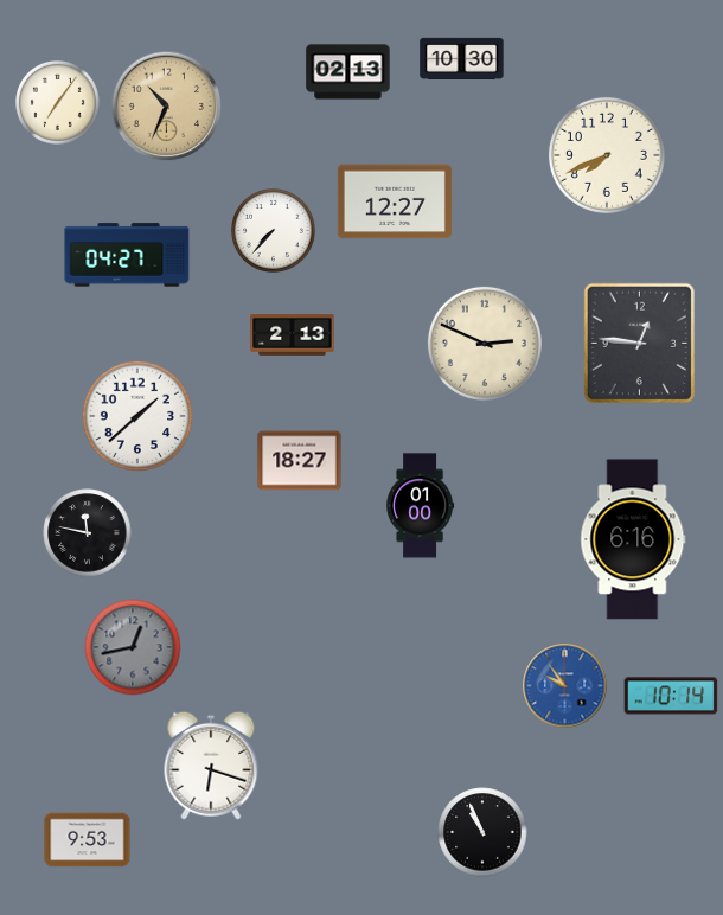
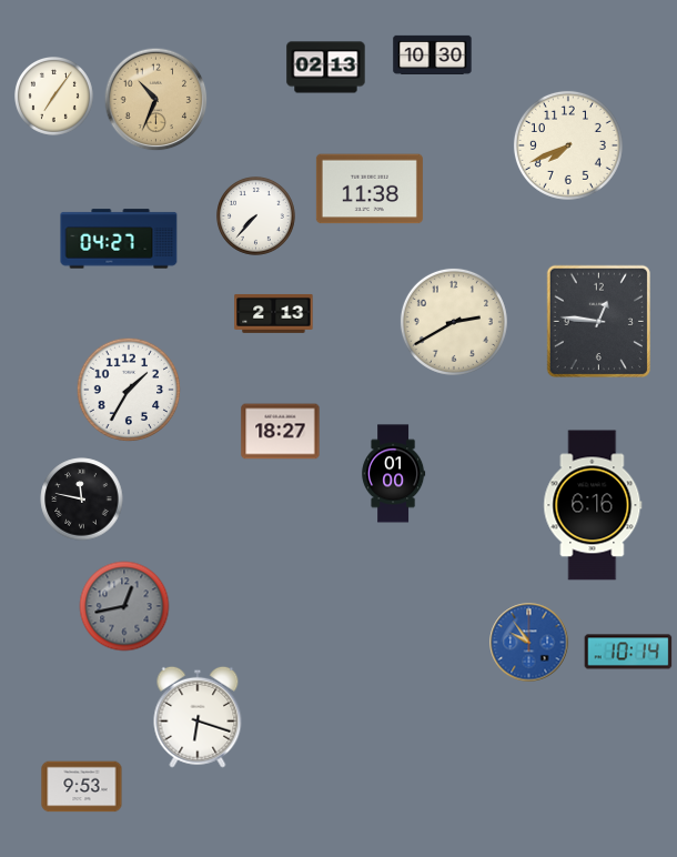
clock at (395, 201): 12:27 -> 11:38
clock at (485, 344): 2:49 -> 2:40
clock at (137, 416): 1:38 -> 1:35
clock at (482, 832): 10:56 -> none
